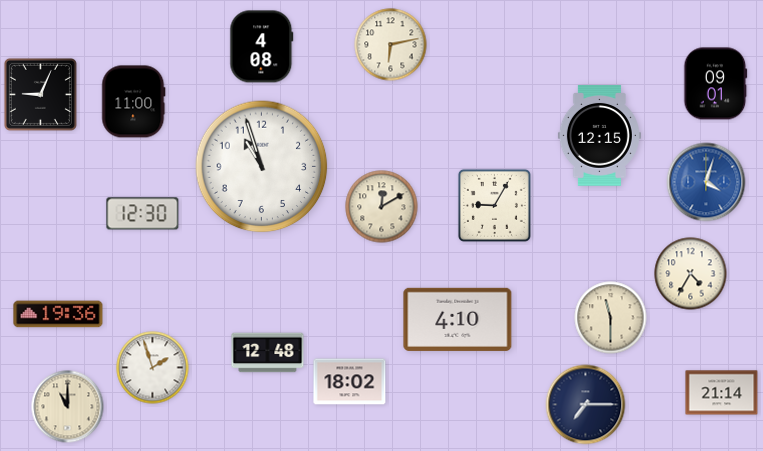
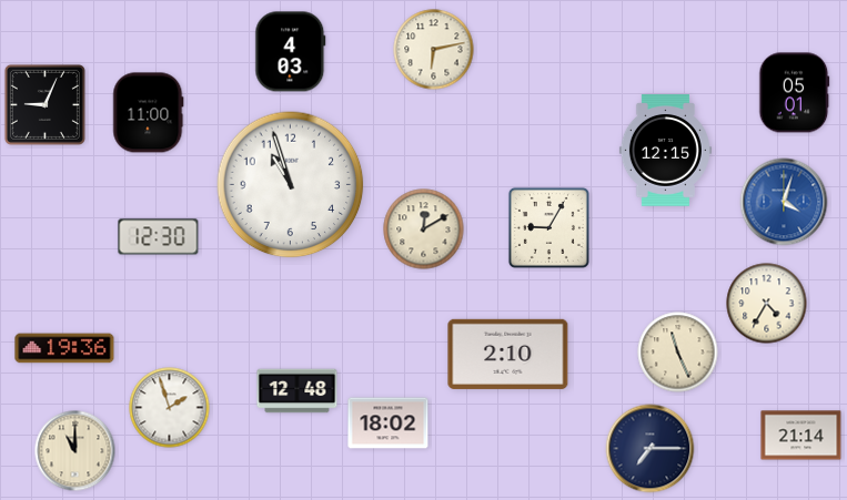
clock at (262, 47): 4:08 -> 4:03
clock at (716, 84): 09:01 -> 05:01
clock at (611, 318): 11:30 -> 11:26
clock at (458, 319): 4:10 -> 2:10
